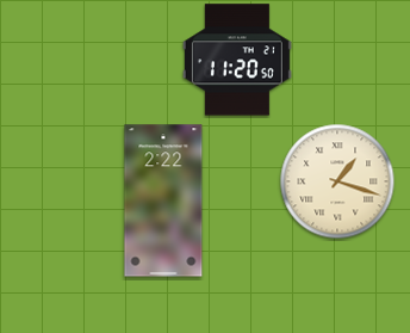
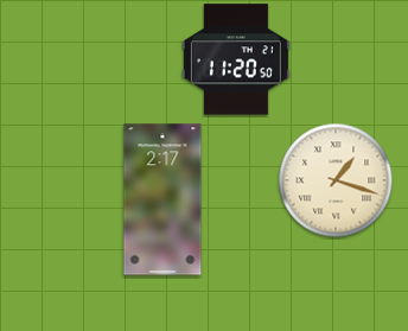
clock at (163, 201): 2:22 -> 2:17
